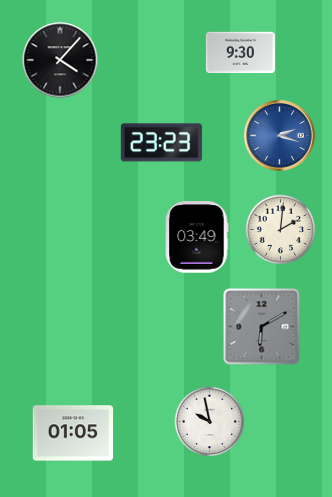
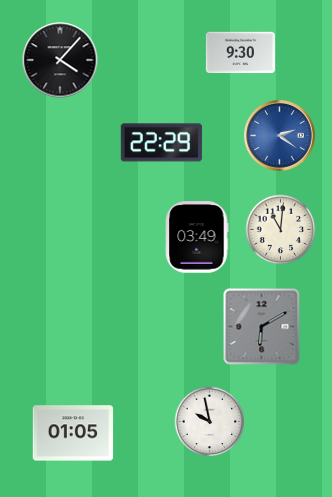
clock at (280, 136): 2:18 -> 2:21
clock at (161, 143): 23:23 -> 22:29
clock at (281, 230): 2:01 -> 11:01
